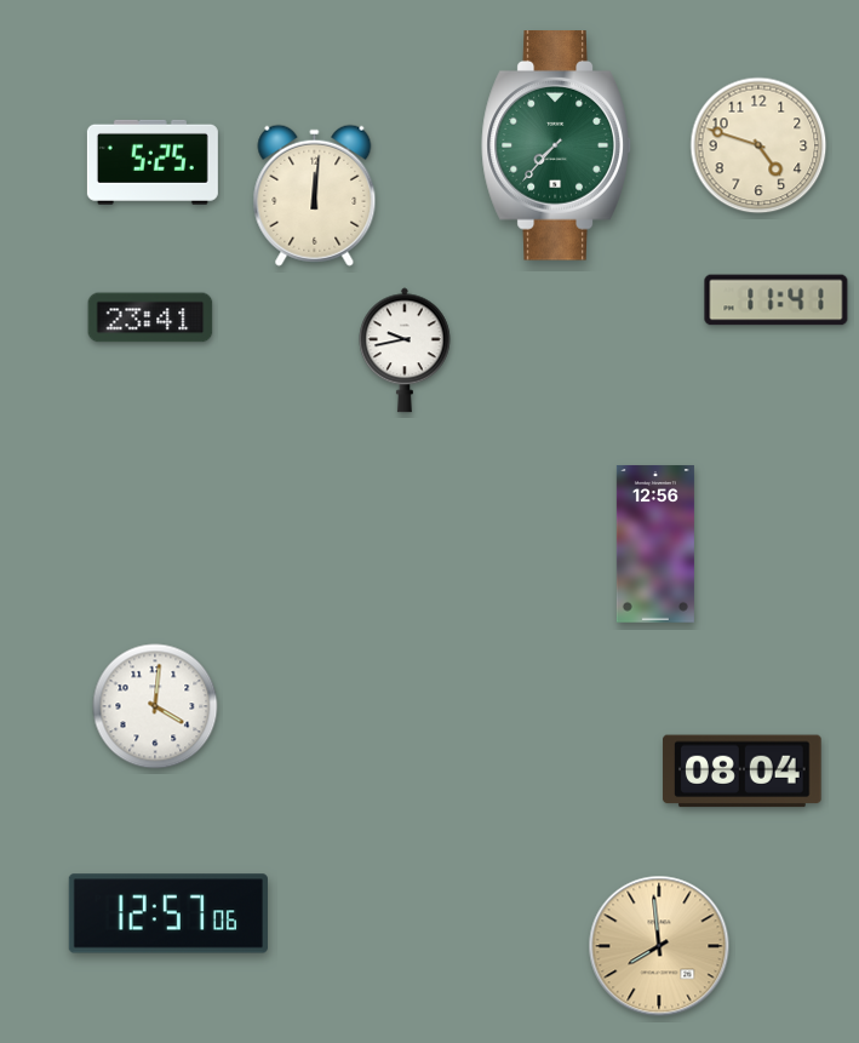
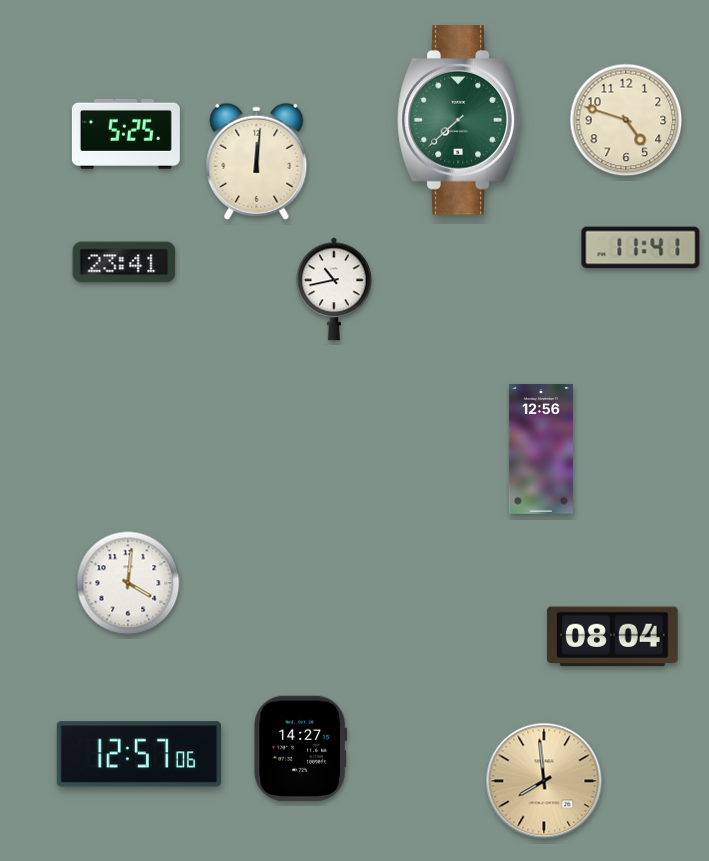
clock at (556, 147): 7:37 -> 7:38
clock at (315, 195) position: (315, 195) -> (257, 161)
clock at (406, 350): 9:43 -> 10:43
clock at (300, 748): none -> 14:27
